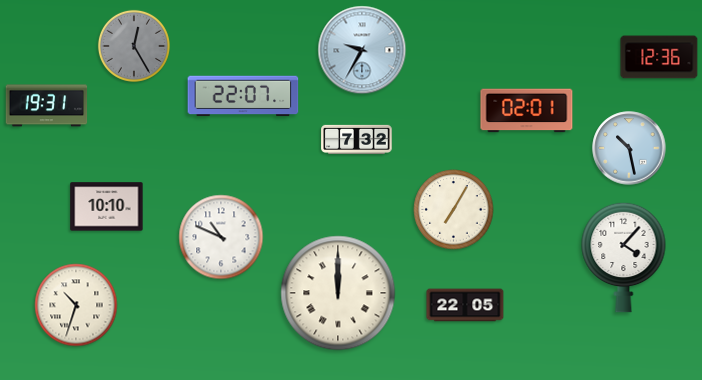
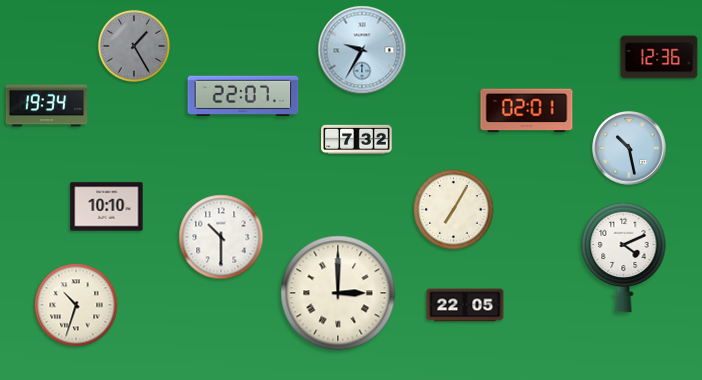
clock at (134, 46): 12:25 -> 1:25
clock at (47, 106): 19:31 -> 19:34
clock at (221, 237): 10:49 -> 10:30
clock at (624, 257): 4:07 -> 4:11
clock at (338, 293): 12:00 -> 3:00
